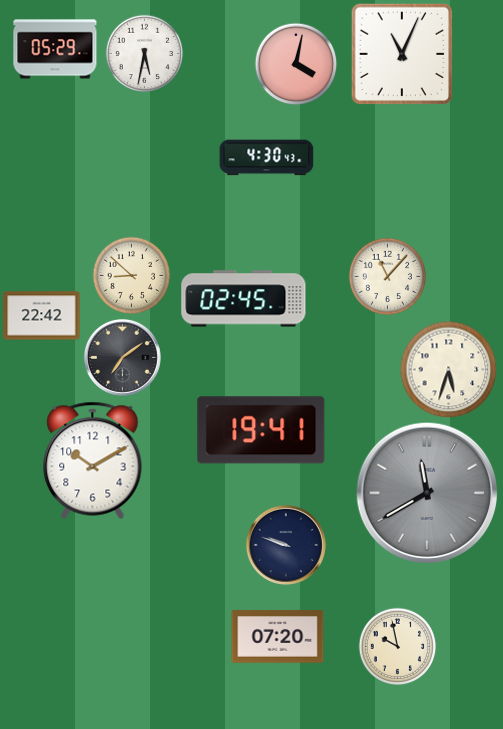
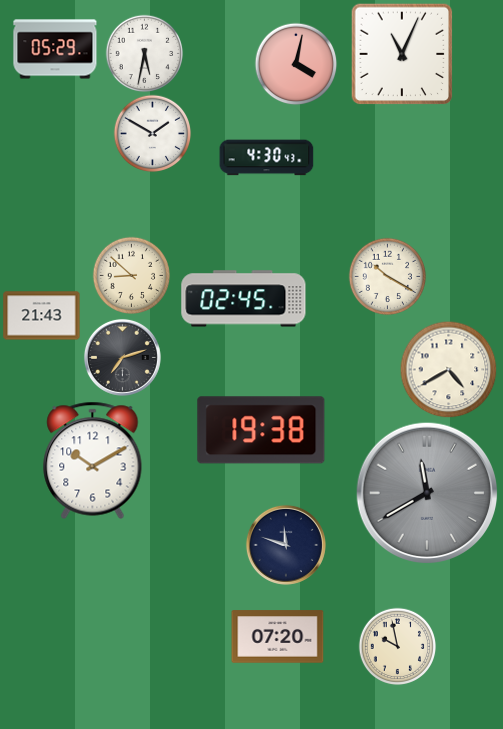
clock at (152, 133): none -> 1:50
clock at (387, 276): 11:07 -> 10:20
clock at (42, 316): 22:42 -> 21:43
clock at (122, 357): 7:09 -> 7:12
clock at (448, 369): 5:33 -> 4:40
clock at (261, 430): 19:41 -> 19:38
clock at (286, 545): 9:48 -> 11:48
